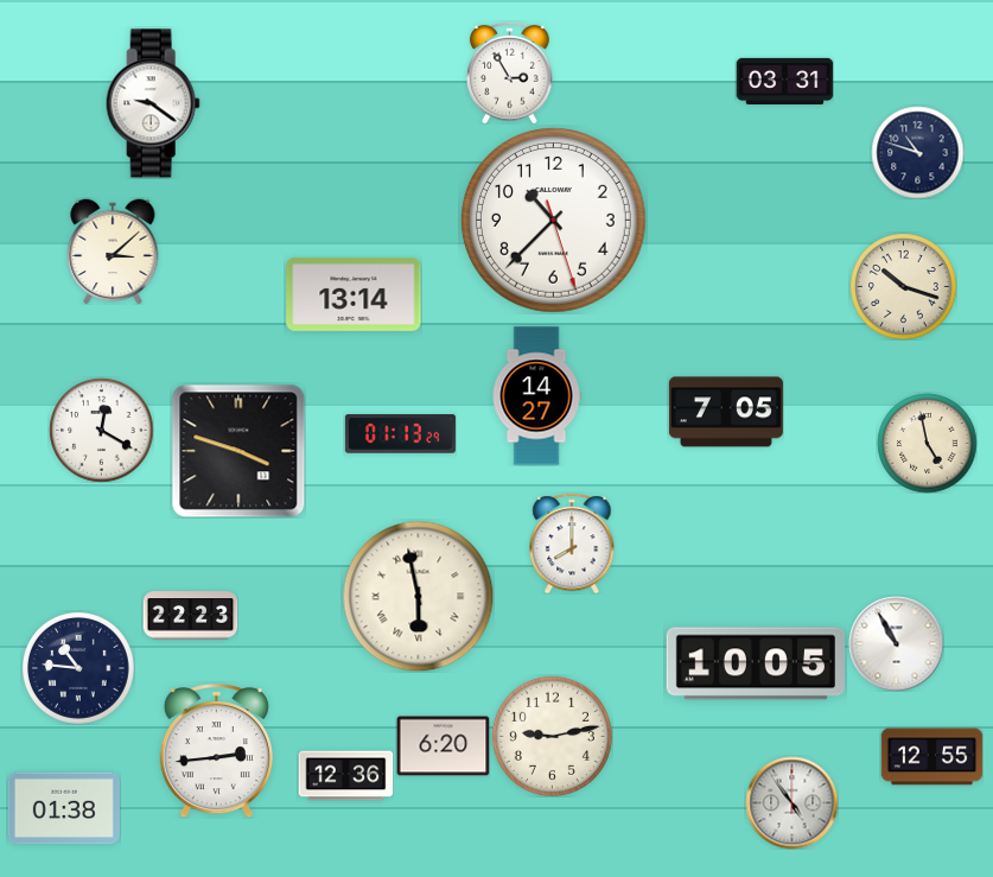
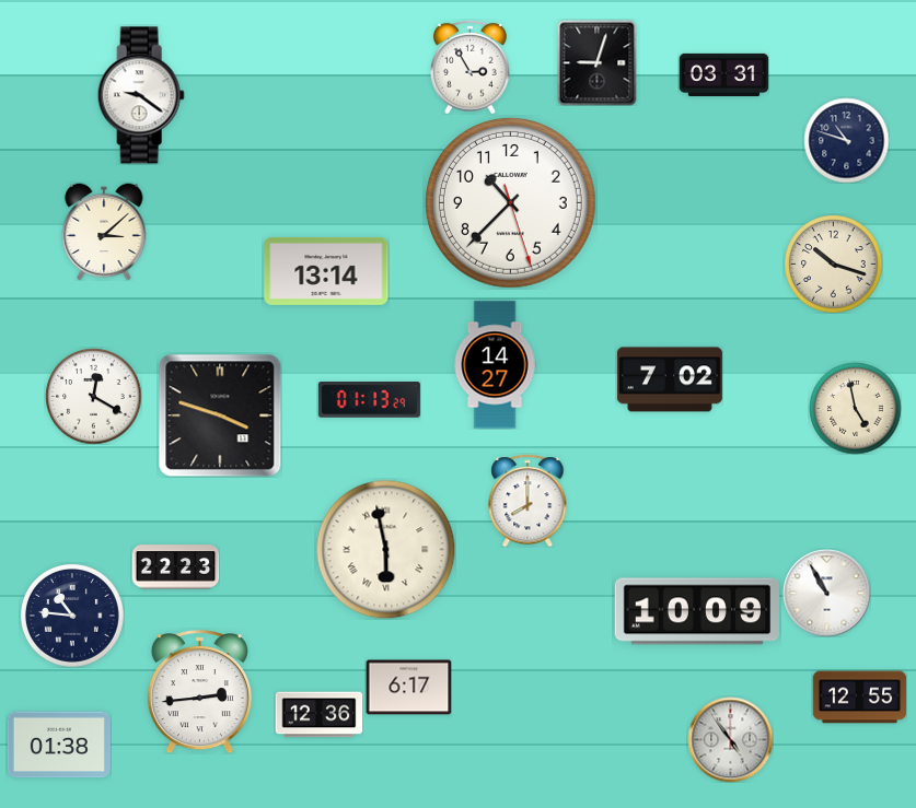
clock at (598, 62): none -> 9:03
clock at (726, 412): 7:05 -> 7:02
clock at (755, 663): 10:05 -> 10:09
clock at (552, 736): 9:13 -> none
clock at (443, 746): 6:20 -> 6:17
